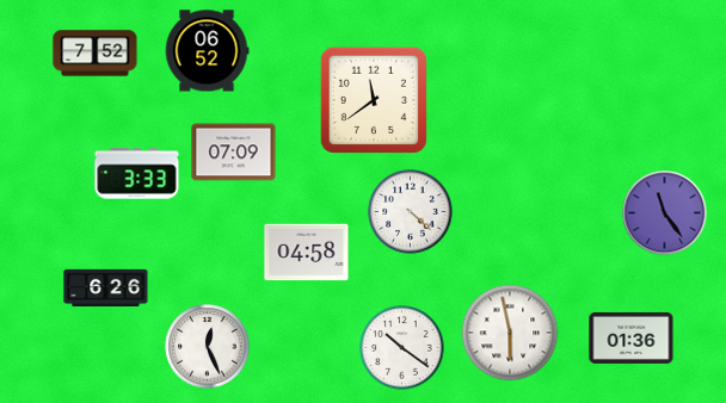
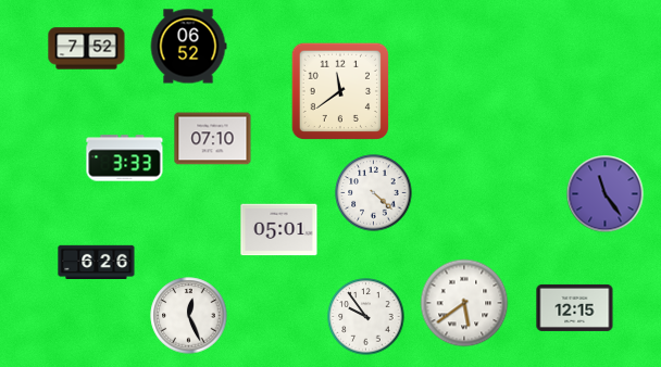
clock at (234, 153): 07:09 -> 07:10
clock at (307, 253): 04:58 -> 05:01
clock at (510, 333): 5:58 -> 5:39
clock at (632, 337): 01:36 -> 12:15
clock at (402, 348): 10:21 -> 9:54
